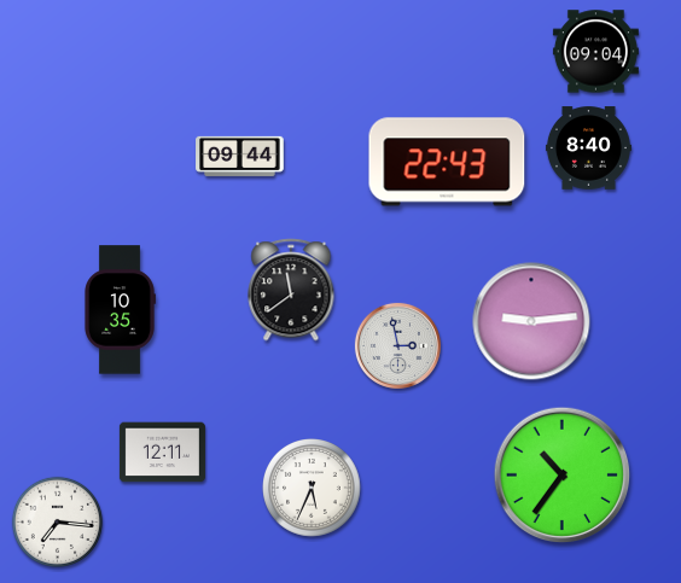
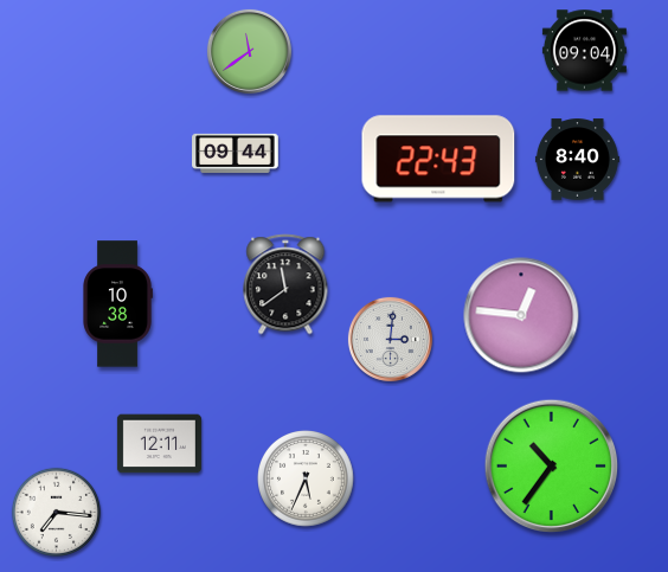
clock at (249, 51): none -> 11:39
clock at (588, 148) position: (588, 148) -> (577, 160)
clock at (120, 310): 10:35 -> 10:38
clock at (531, 321): 9:14 -> 12:46
clock at (397, 345): 2:58 -> 3:01
